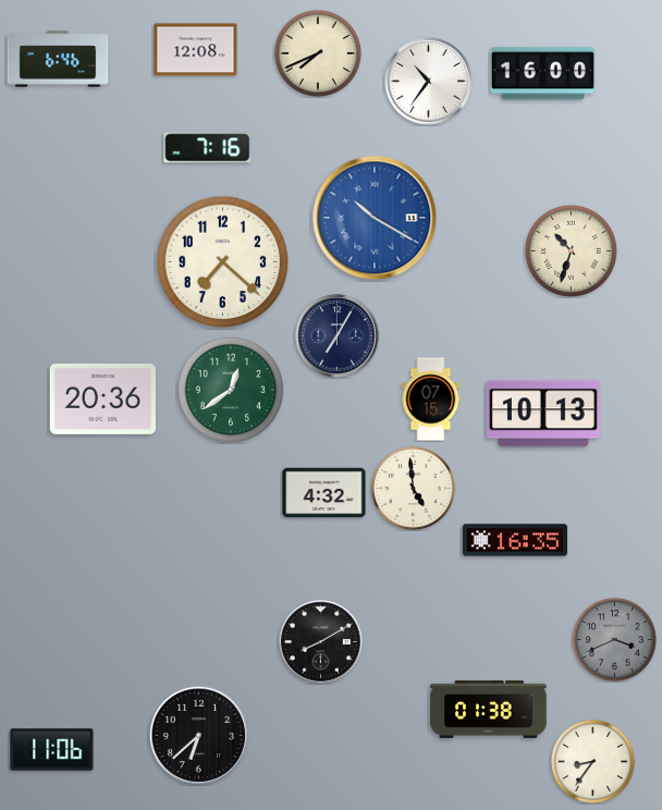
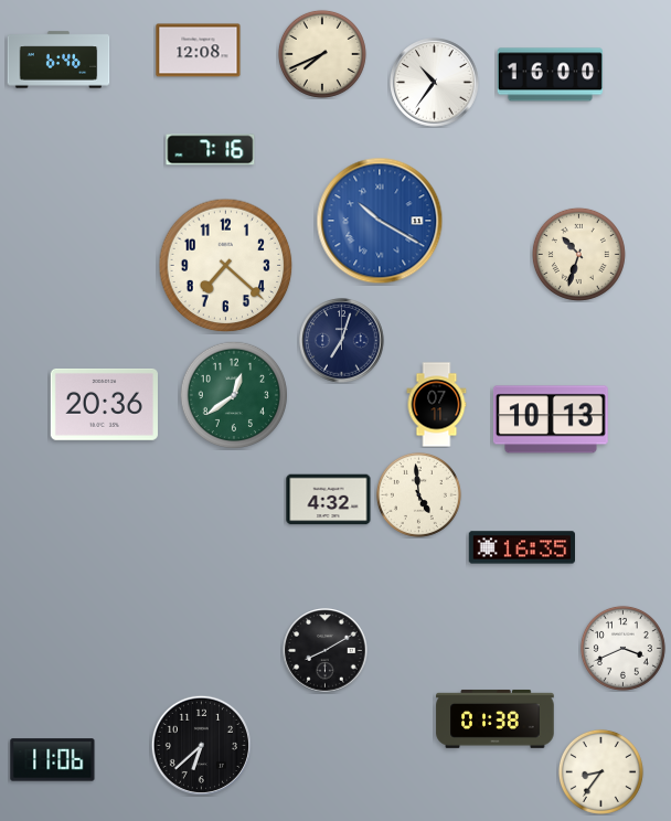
clock at (338, 336): 7:05 -> 7:03
clock at (431, 400): 07:15 -> 07:11
clock at (614, 639) dial: grey -> white
